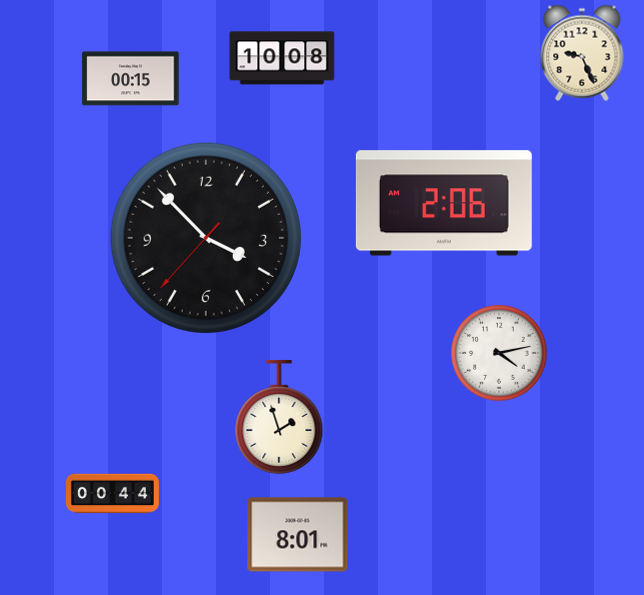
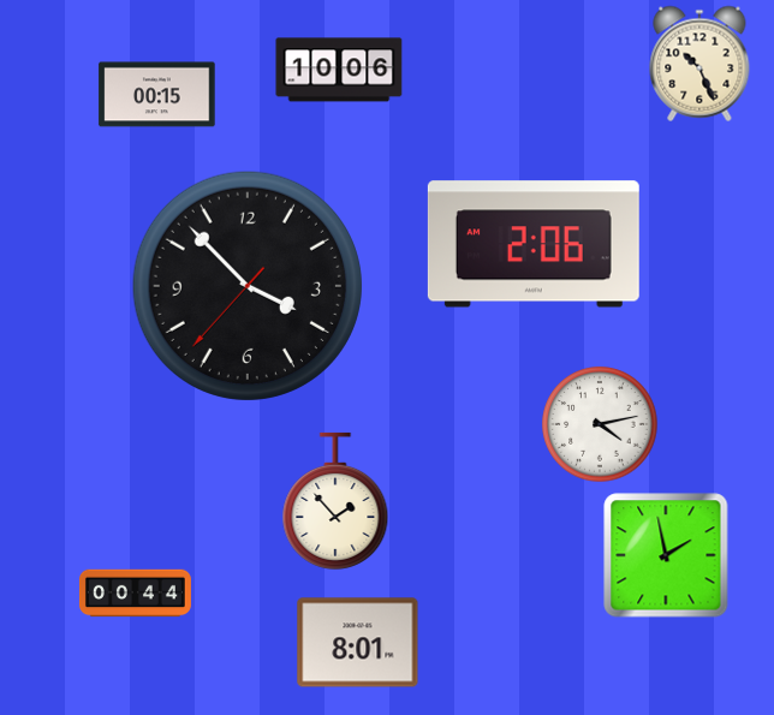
clock at (582, 53): 9:26 -> 10:26
clock at (282, 58): 10:08 -> 10:06
clock at (279, 417): 1:57 -> 1:53
clock at (666, 555): none -> 1:58
